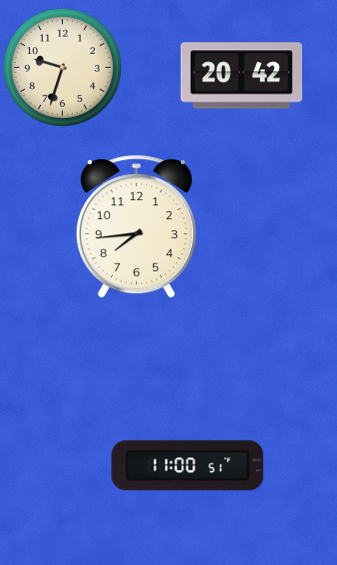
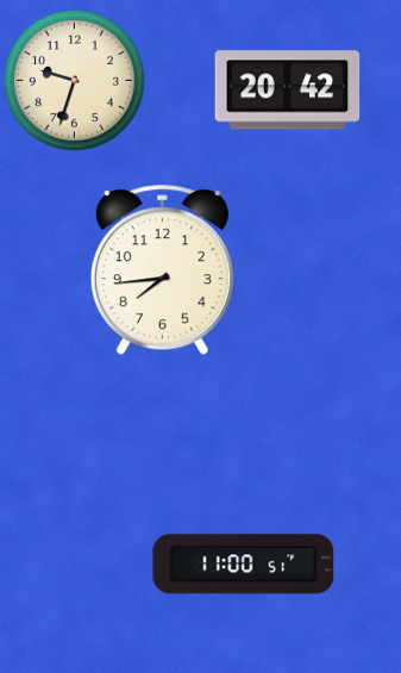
clock at (188, 466) position: (188, 466) -> (244, 565)
